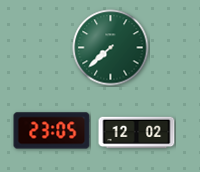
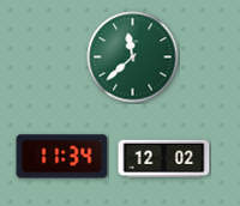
clock at (111, 48): 7:38 -> 11:38
clock at (52, 131): 23:05 -> 11:34
